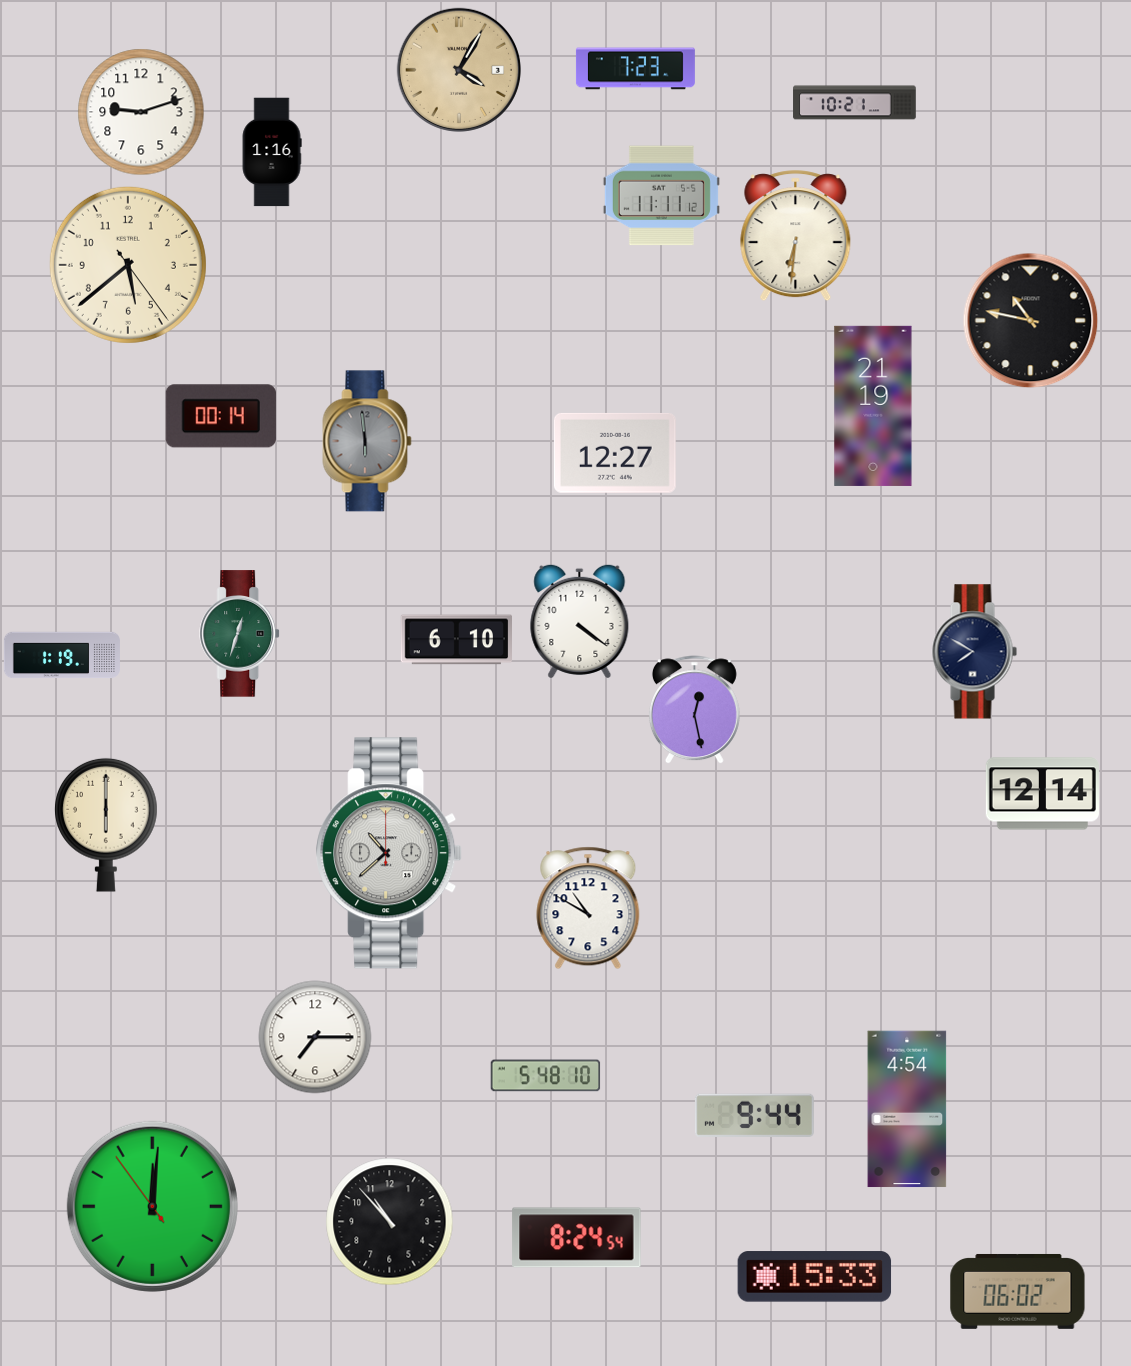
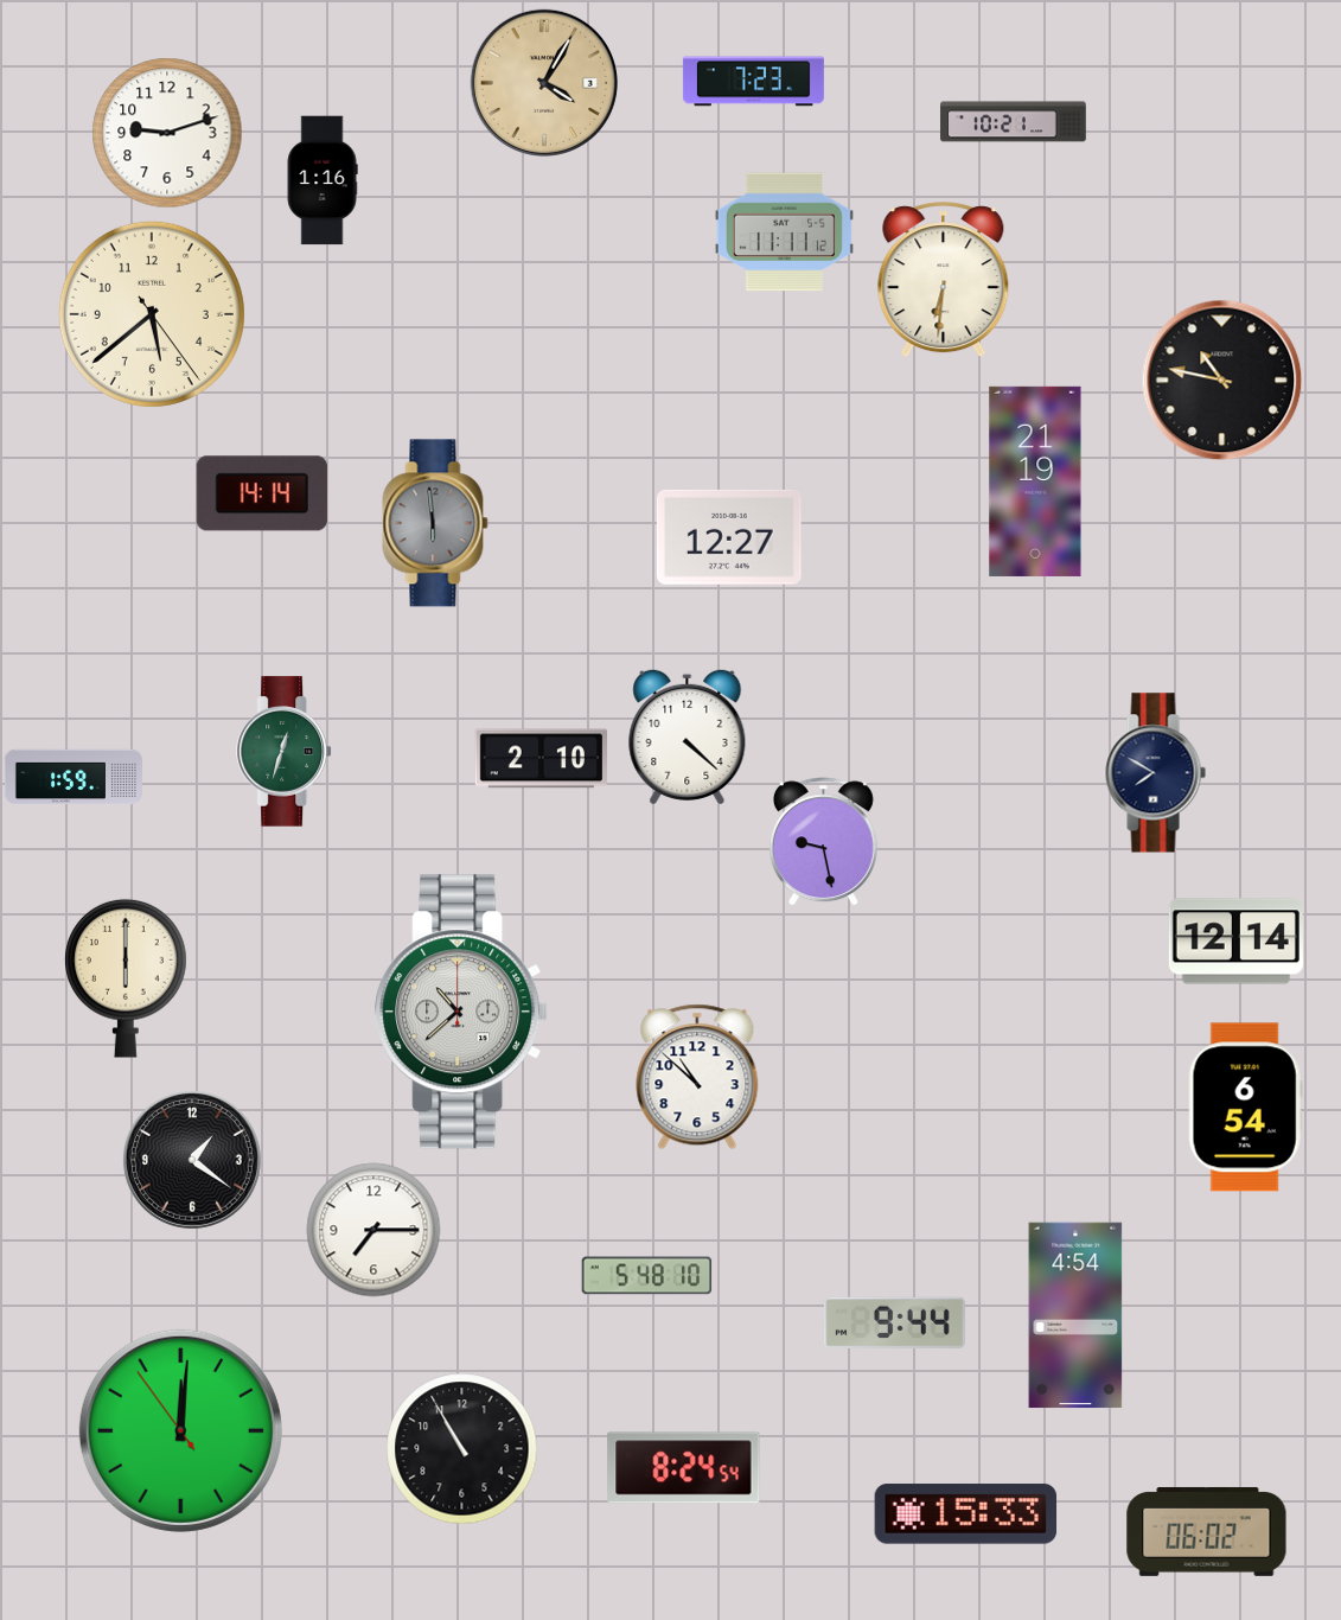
clock at (221, 416): 00:14 -> 14:14
clock at (580, 621): 4:21 -> 4:22
clock at (456, 640): 6:10 -> 2:10
clock at (62, 655): 1:19 -> 1:59
clock at (694, 710): 12:28 -> 9:28
clock at (588, 908): 10:50 -> 10:52
clock at (1245, 1108): none -> 6:54
clock at (192, 1160): none -> 1:21
clock at (390, 1222): 10:53 -> 10:55
